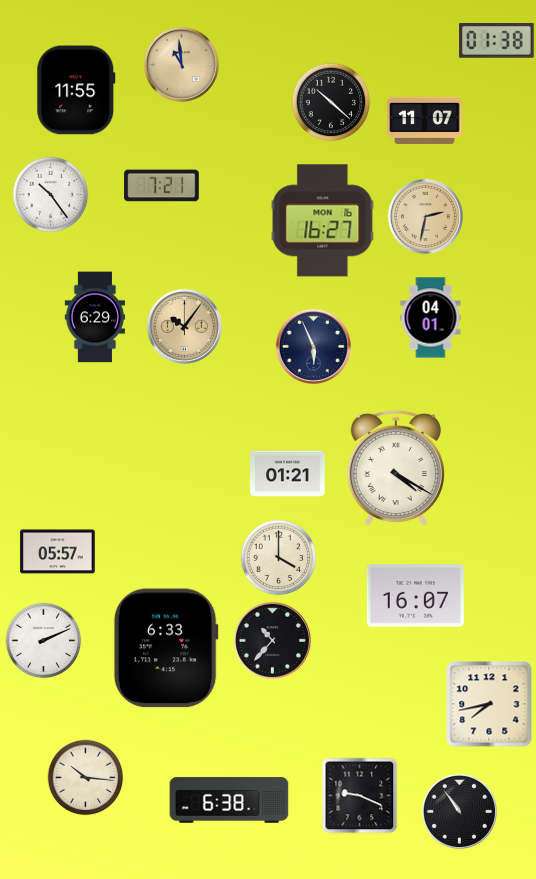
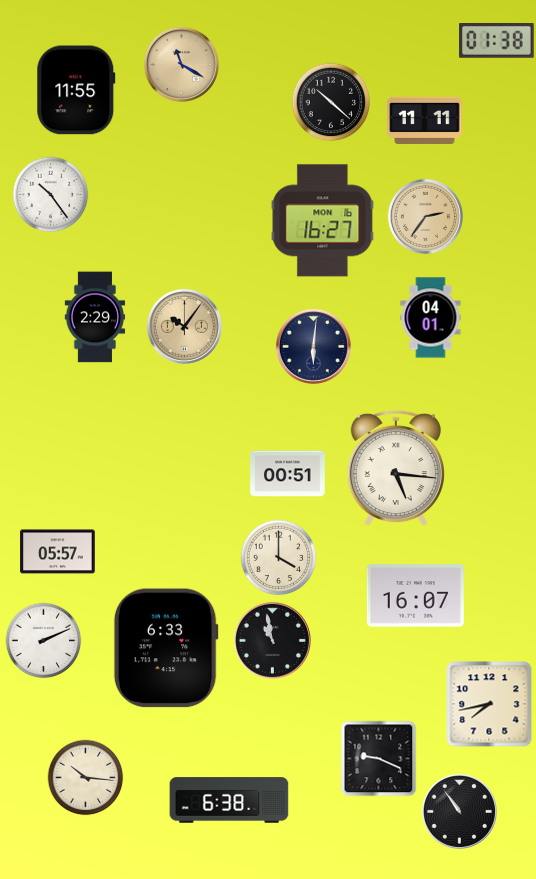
clock at (181, 64): 10:59 -> 11:20
clock at (425, 120): 11:07 -> 11:11
clock at (162, 186): 7:21 -> none
clock at (425, 216): 2:32 -> 2:36
clock at (95, 317): 6:29 -> 2:29
clock at (313, 346): 5:56 -> 6:01
clock at (396, 468): 4:20 -> 5:16
clock at (288, 474): 01:21 -> 00:51
clock at (272, 640): 10:37 -> 10:58
clock at (360, 796) position: (360, 796) -> (379, 759)
